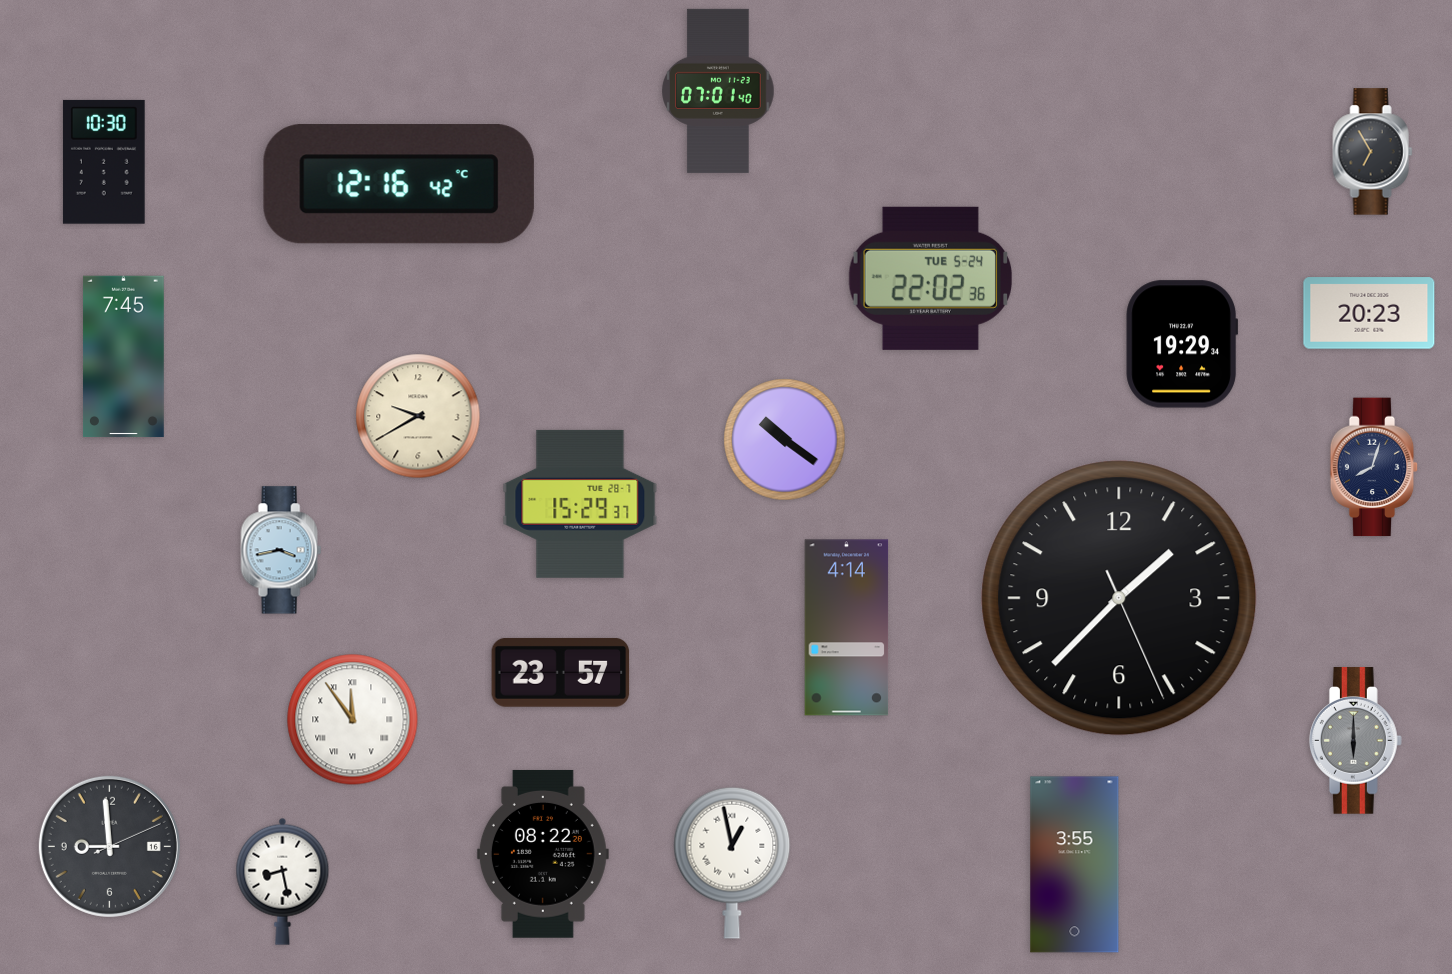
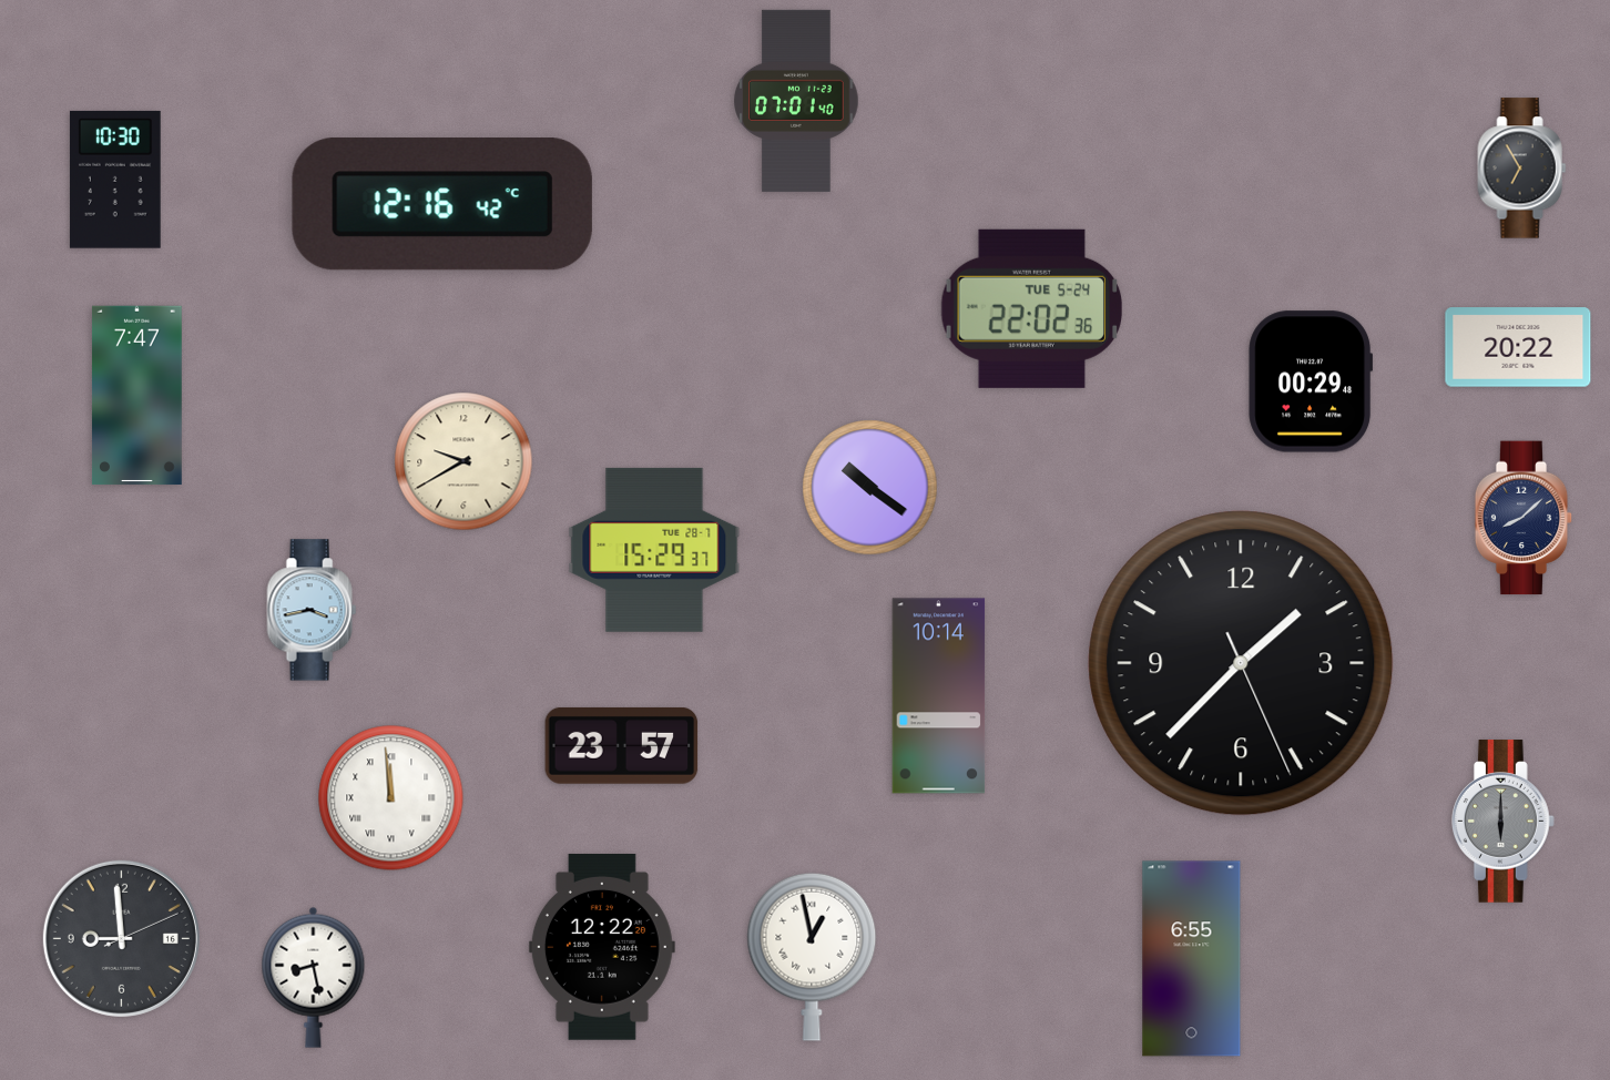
clock at (1369, 313): 20:23 -> 20:22
clock at (1182, 344): 19:29 -> 00:29
clock at (123, 357): 7:45 -> 7:47
clock at (1374, 467): 8:03 -> 8:08
clock at (580, 504) position: (580, 504) -> (654, 550)
clock at (847, 628): 4:14 -> 10:14
clock at (353, 720): 11:54 -> 11:59
clock at (543, 854): 08:22 -> 12:22
clock at (1075, 865): 3:55 -> 6:55
